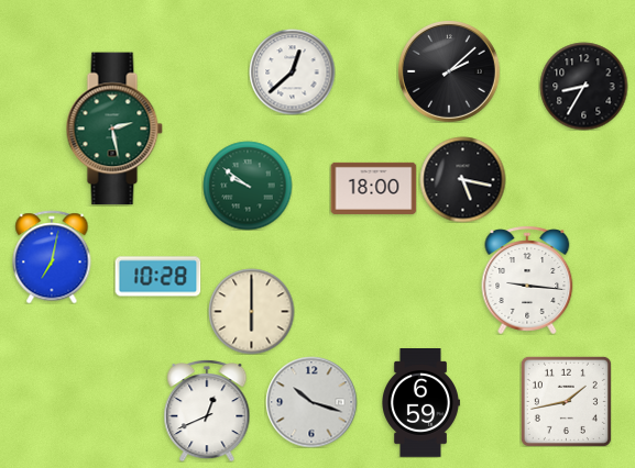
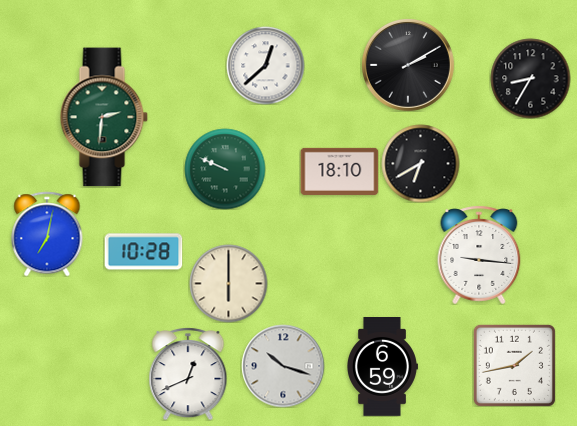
clock at (449, 71): 2:08 -> 2:10
clock at (114, 129): 2:28 -> 2:31
clock at (462, 179): 5:17 -> 6:40
clock at (248, 186): 9:51 -> 9:49
clock at (373, 188): 18:00 -> 18:10
